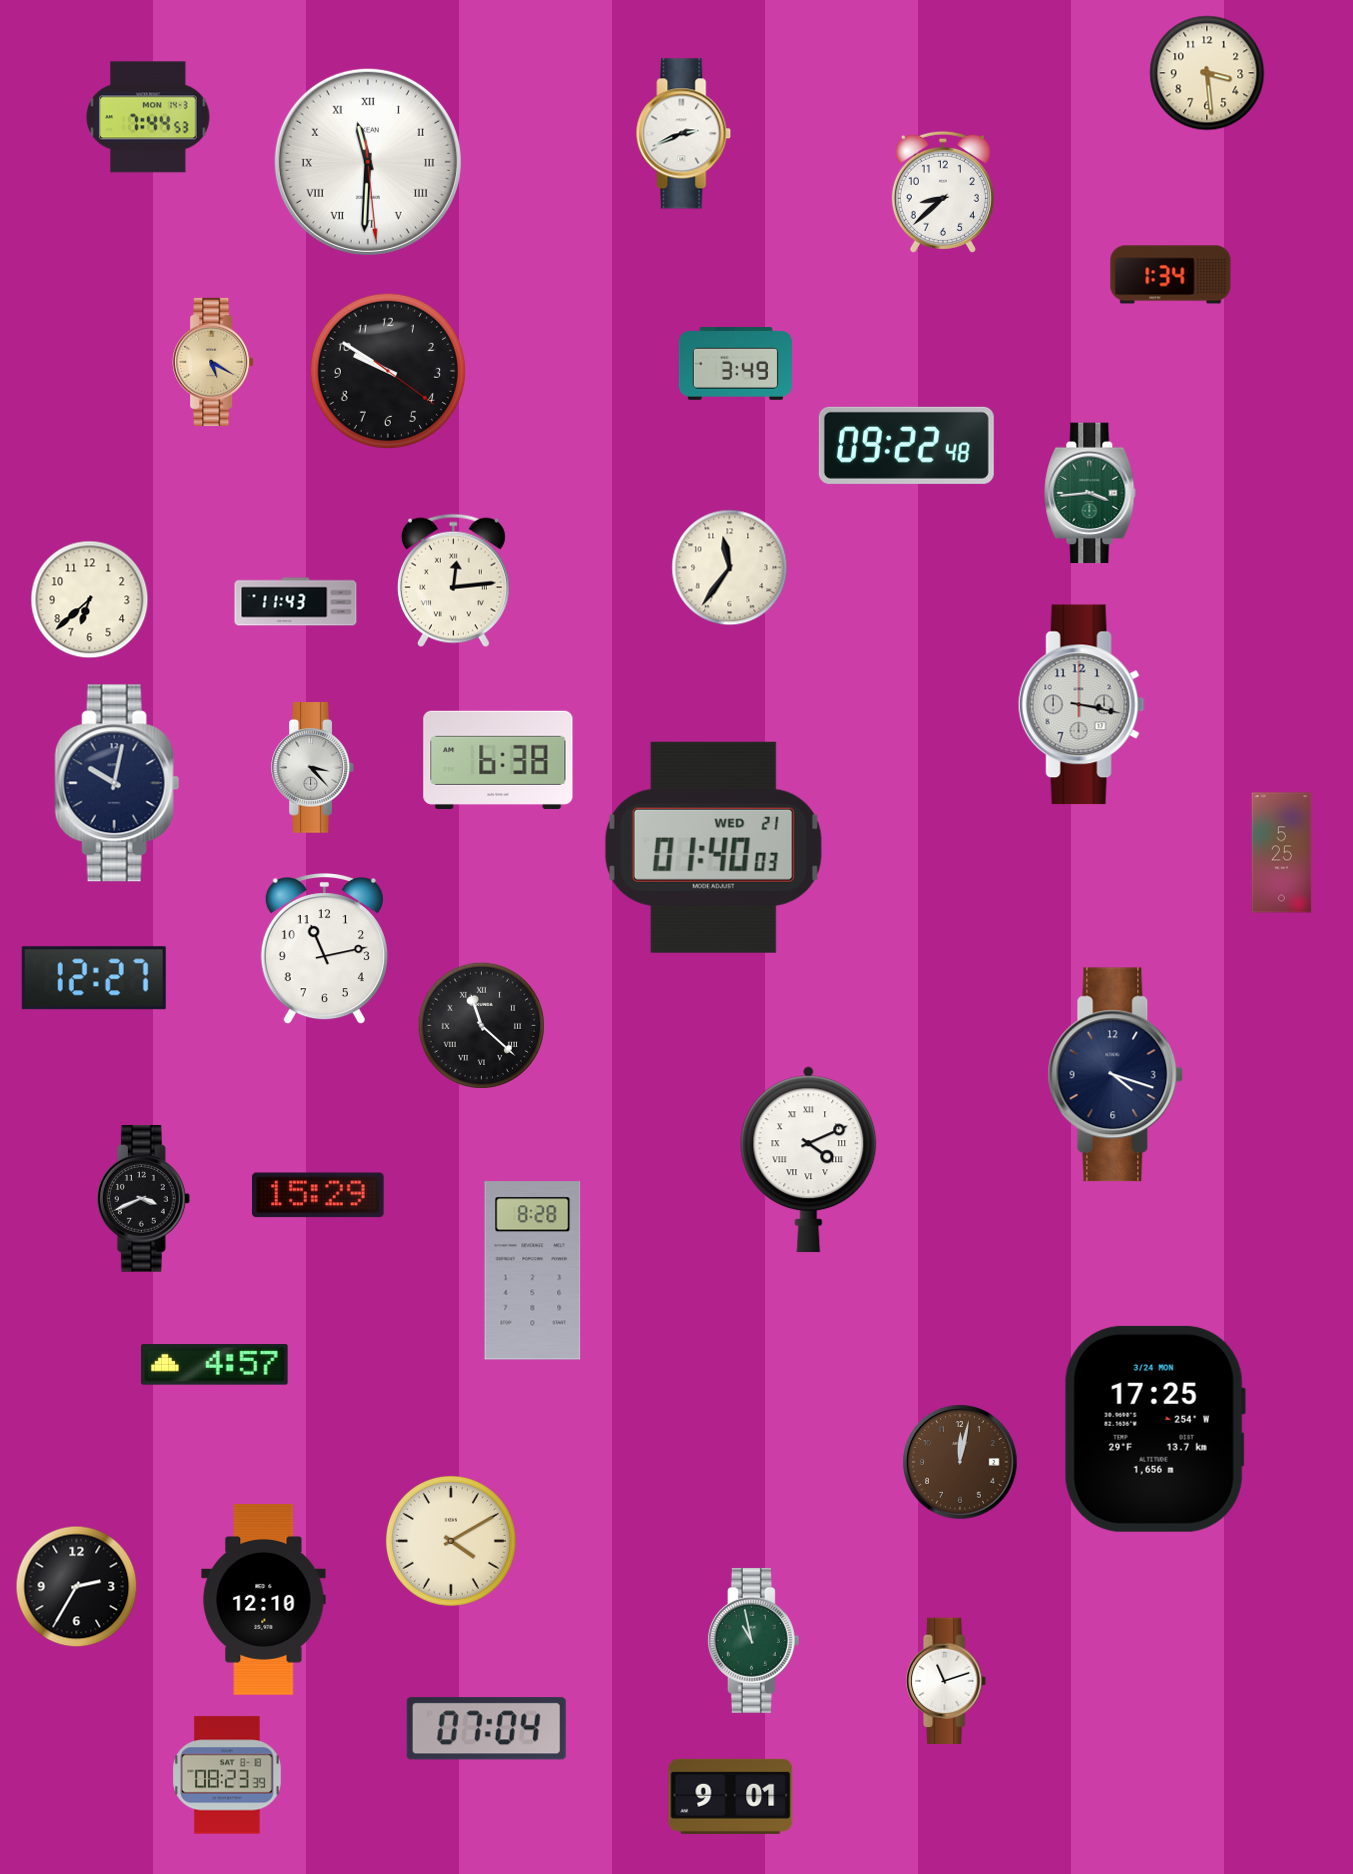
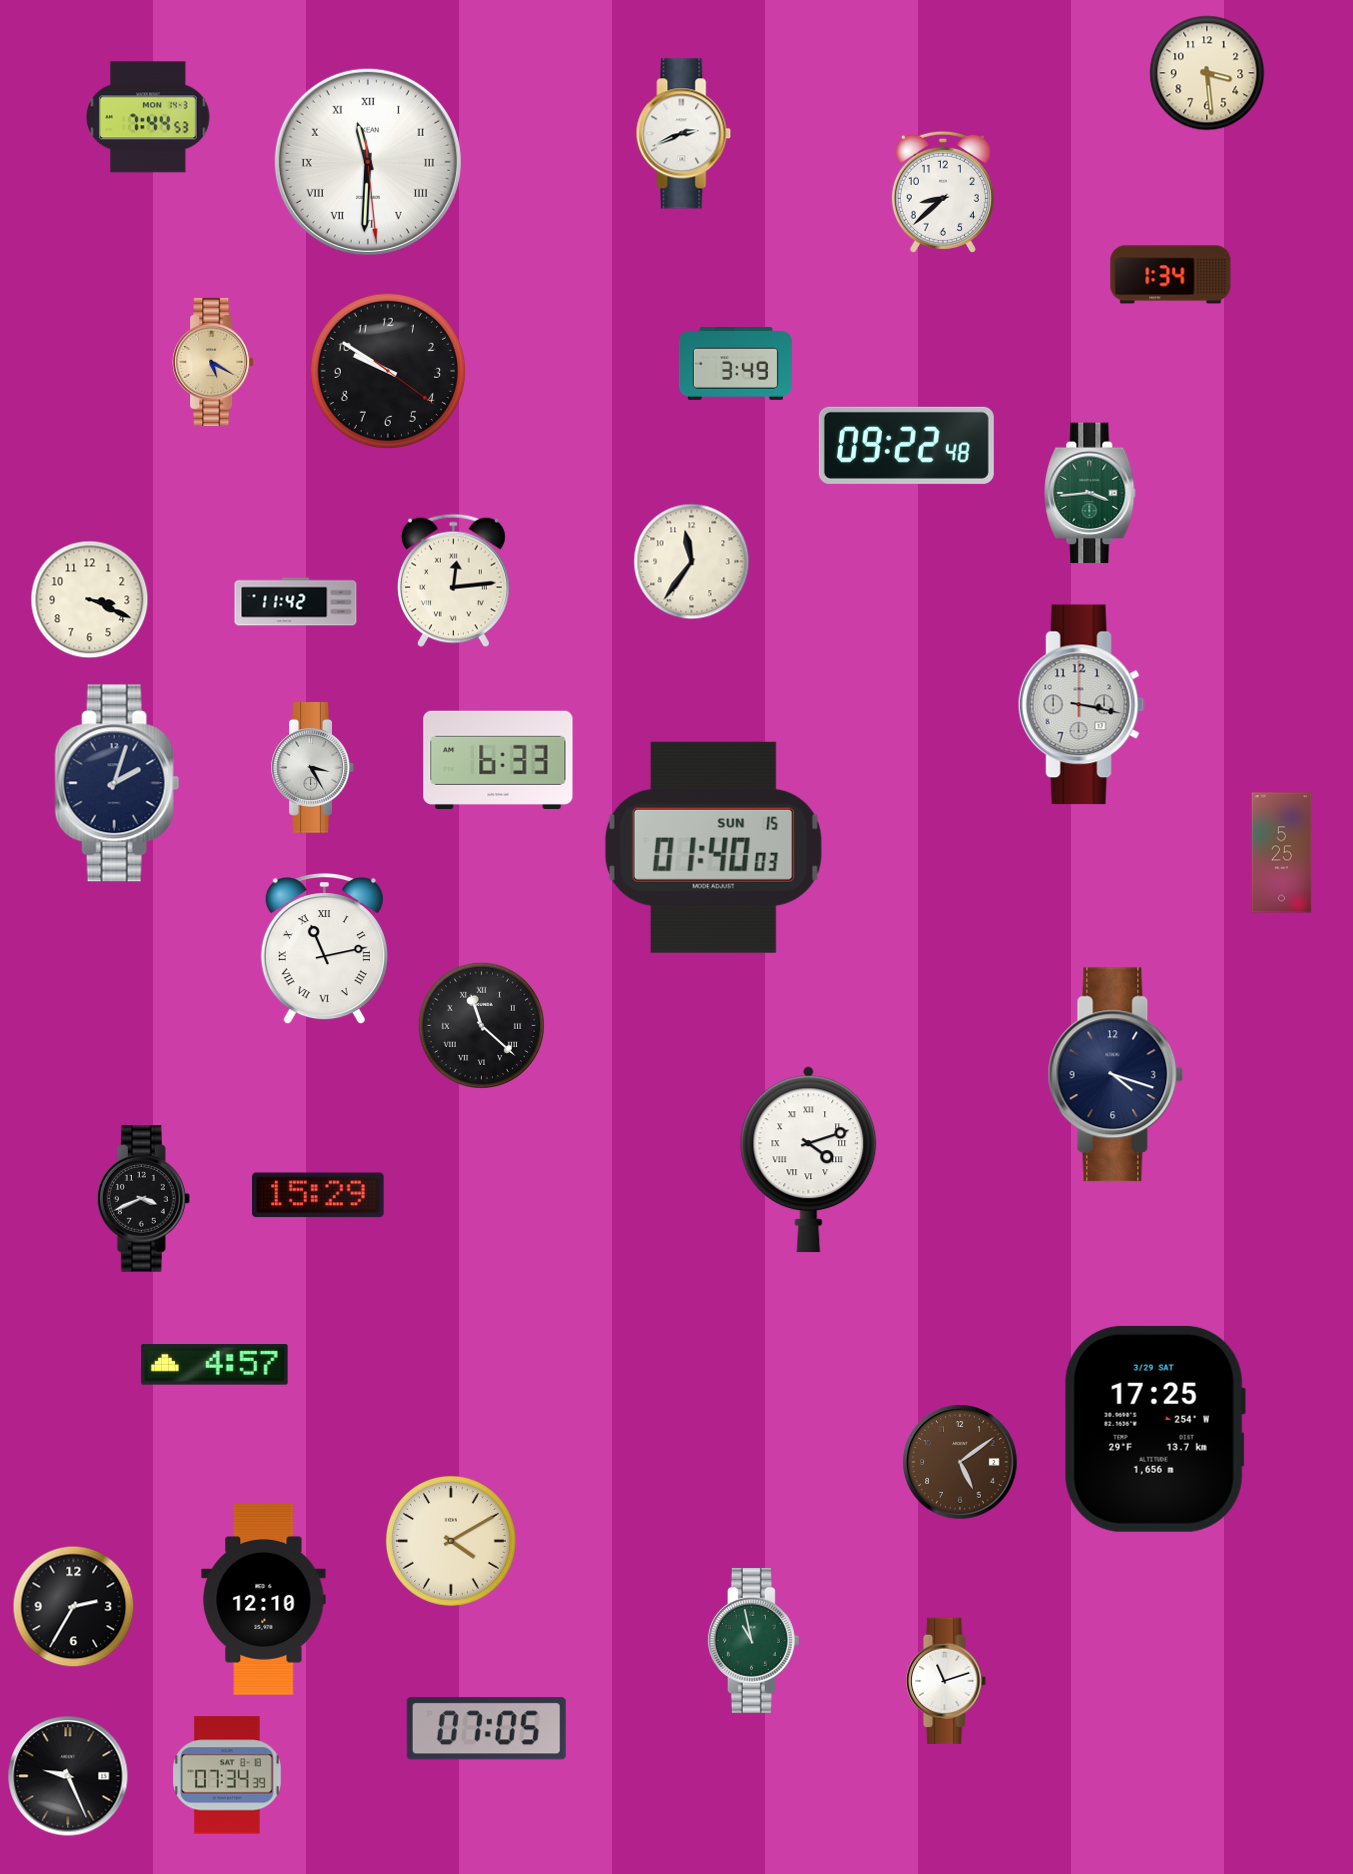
clock at (730, 568) position: (730, 568) -> (692, 562)
clock at (90, 600): 6:38 -> 3:19
clock at (296, 602): 11:43 -> 11:42
clock at (498, 760): 6:38 -> 6:33
clock at (312, 768): 3:23 -> 3:25
clock at (117, 783): 10:02 -> 2:03
clock at (713, 847) date: WED 21 -> SUN 15
clock at (324, 950) numerals: Arabic -> Roman
clock at (94, 978): 12:27 -> none
clock at (809, 1160): 4:11 -> 4:12
clock at (533, 1271): 8:28 -> none
clock at (1155, 1429) date: 3/24 MON -> 3/29 SAT
clock at (960, 1462): 12:02 -> 5:09
clock at (77, 1587) position: (77, 1587) -> (74, 1607)
clock at (486, 1729): 07:04 -> 07:05
clock at (228, 1775): 08:23 -> 07:34
clock at (68, 1776): none -> 9:26
clock at (731, 1796): 9:01 -> none
